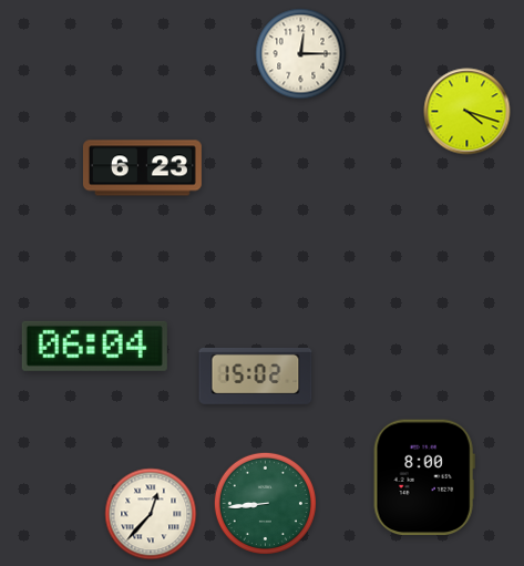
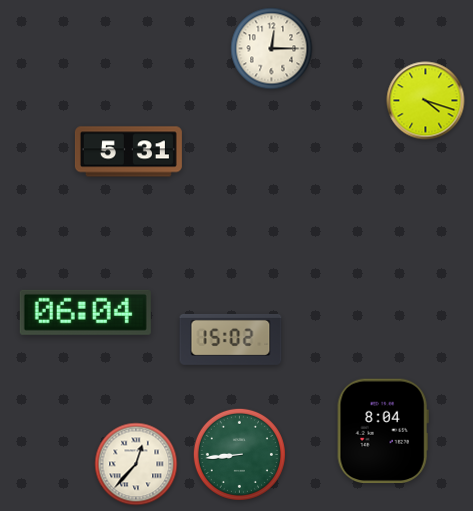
clock at (468, 112) position: (468, 112) -> (426, 101)
clock at (142, 168): 6:23 -> 5:31
clock at (424, 477): 8:00 -> 8:04
